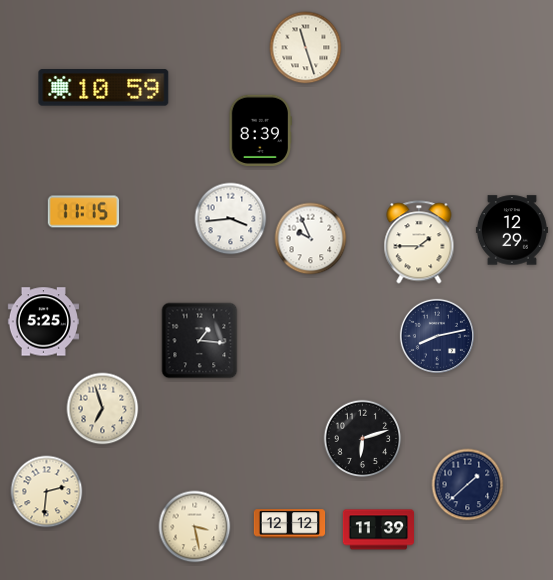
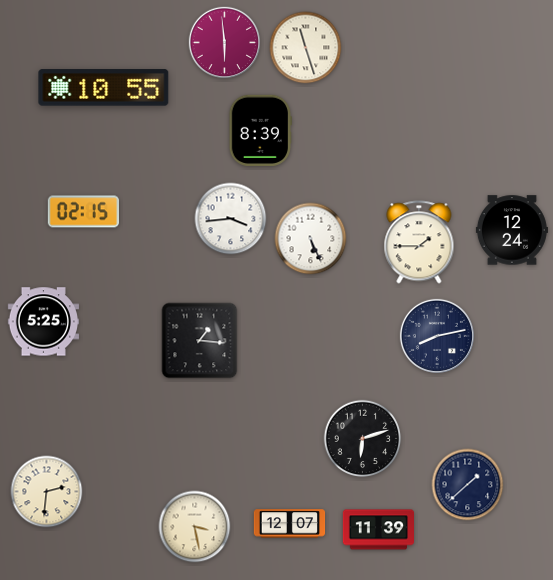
clock at (225, 43): none -> 5:59
clock at (104, 88): 10:59 -> 10:55
clock at (83, 212): 11:15 -> 02:15
clock at (512, 230): 12:29 -> 12:24
clock at (311, 239): 9:56 -> 5:26
clock at (103, 409): 6:57 -> none
clock at (290, 524): 12:12 -> 12:07
